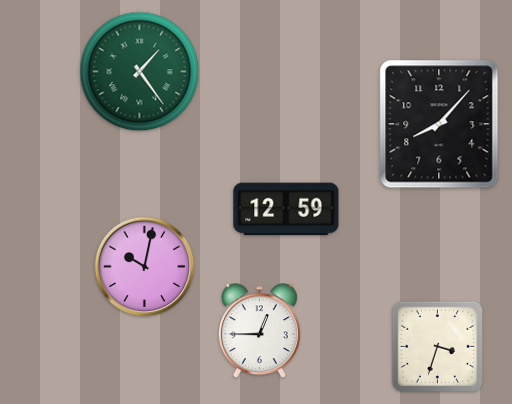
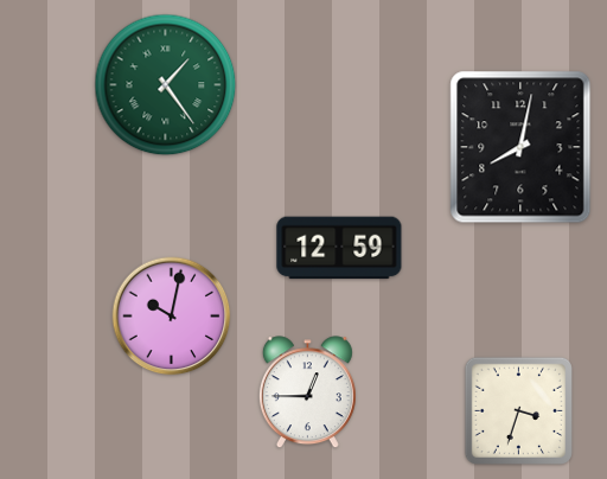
clock at (439, 124): 8:07 -> 8:02
